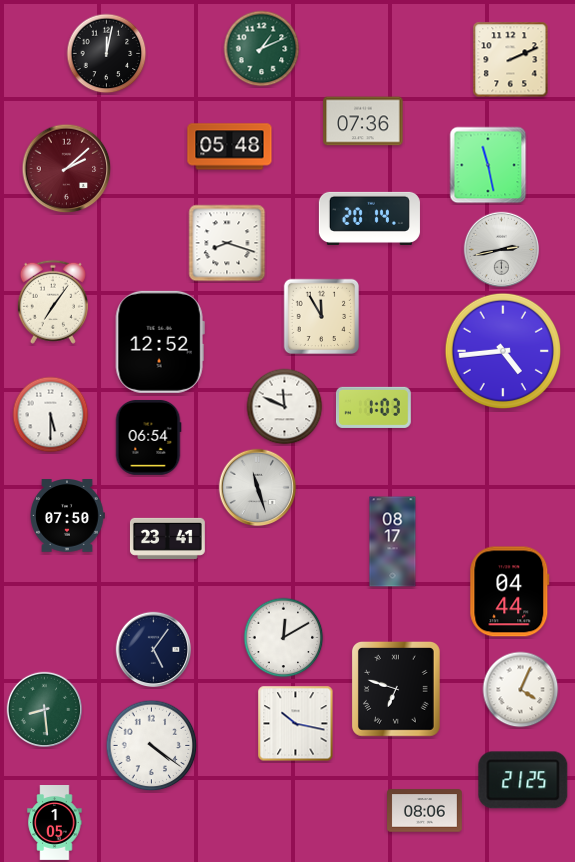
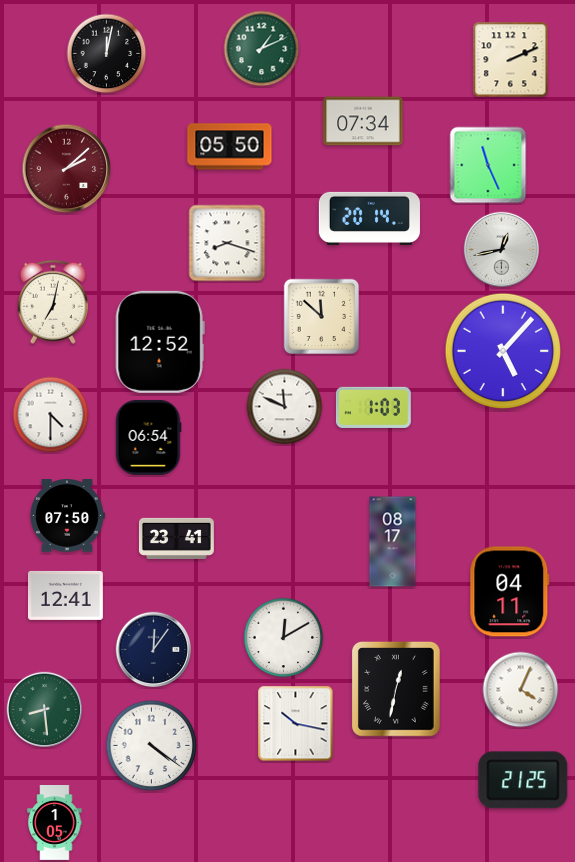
clock at (363, 121): 07:36 -> 07:34
clock at (230, 147): 05:48 -> 05:50
clock at (488, 165): 11:28 -> 11:26
clock at (502, 250): 2:43 -> 12:43
clock at (53, 302): 7:06 -> 7:02
clock at (322, 317): 11:55 -> 11:52
clock at (502, 350): 4:44 -> 5:07
clock at (51, 415): 5:30 -> 4:30
clock at (258, 488): 11:27 -> none
clock at (168, 538) position: (168, 538) -> (177, 538)
clock at (510, 592): 04:44 -> 04:11
clock at (66, 595): none -> 12:41
clock at (154, 650): 5:06 -> 12:06
clock at (396, 690): 6:48 -> 12:32
clock at (425, 811): 08:06 -> none
